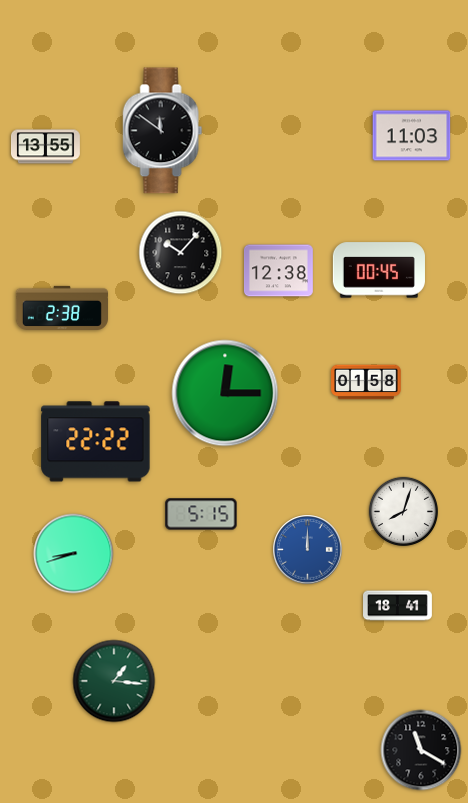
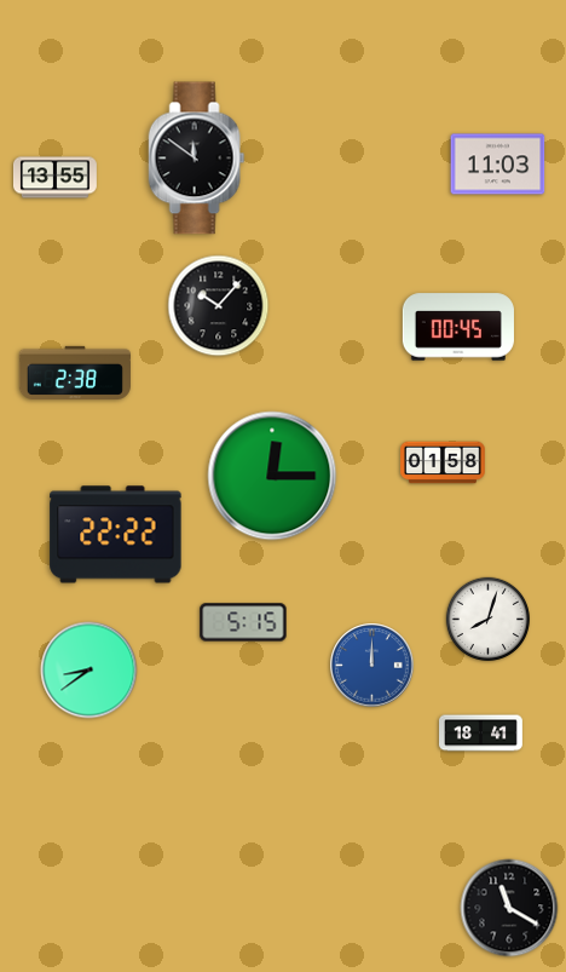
clock at (278, 271): 12:38 -> none
clock at (74, 554): 8:42 -> 8:39
clock at (114, 681): 1:16 -> none
